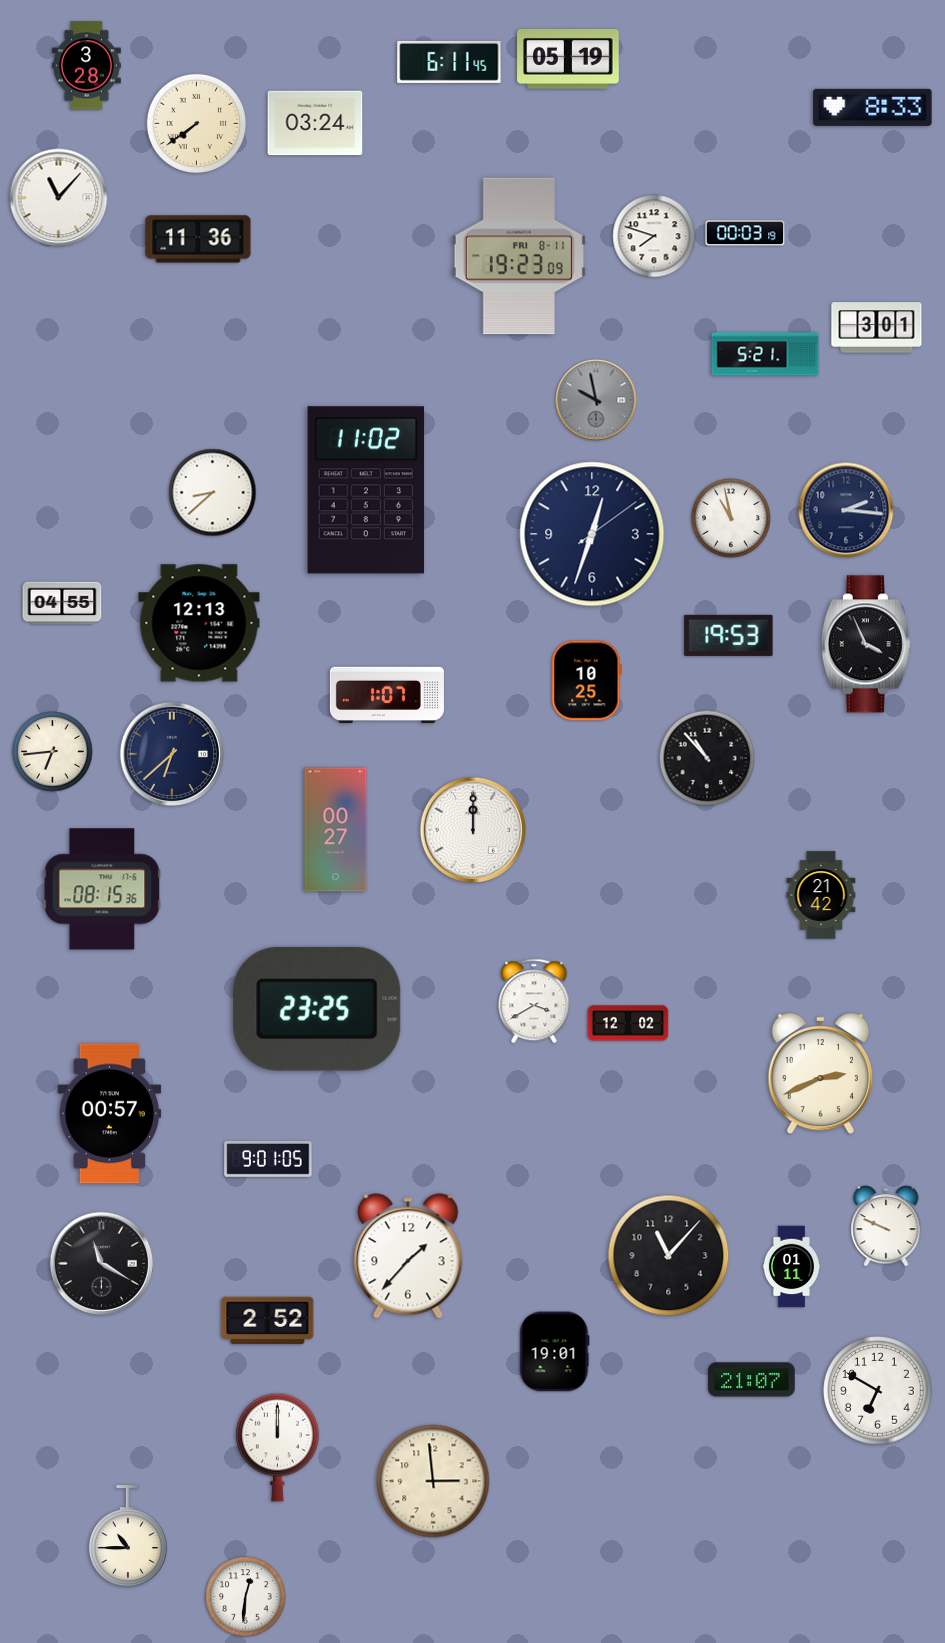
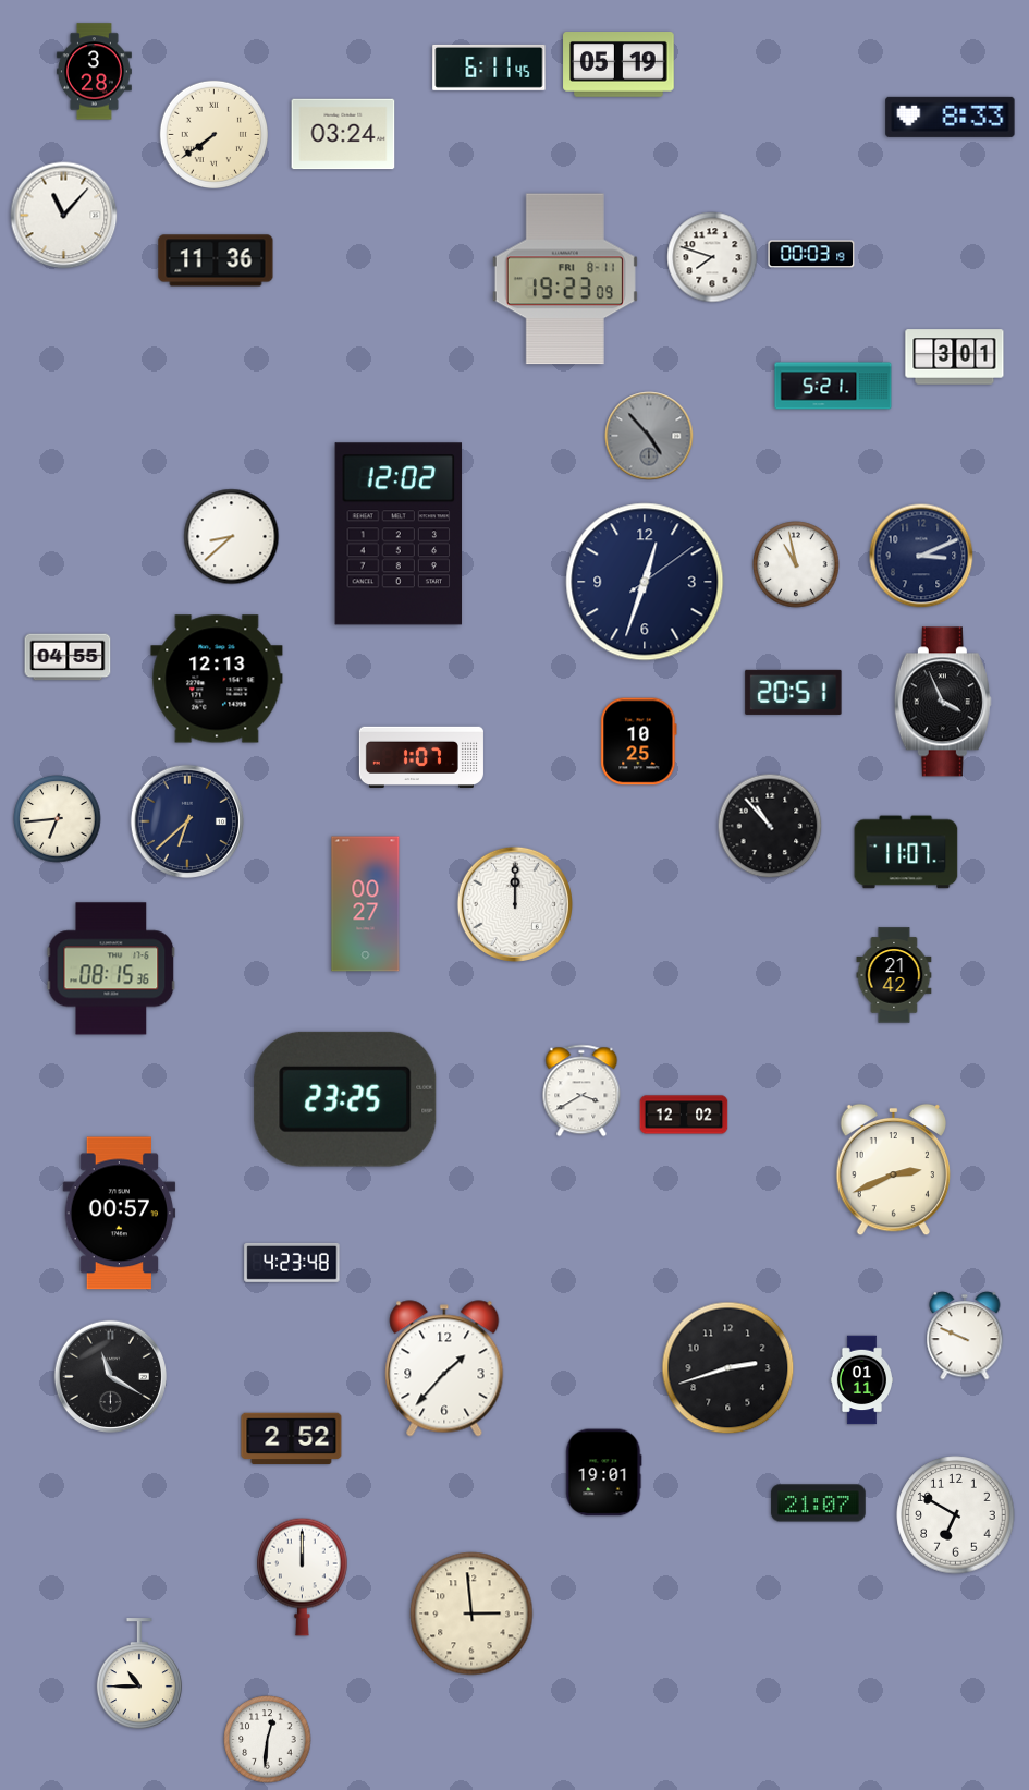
clock at (596, 400): 9:58 -> 4:53
clock at (366, 490): 11:02 -> 12:02
clock at (846, 510): 2:16 -> 3:11
clock at (729, 635): 19:53 -> 20:51
clock at (906, 852): none -> 11:07
clock at (268, 1159): 9:01 -> 4:23
clock at (669, 1256): 11:07 -> 2:42
